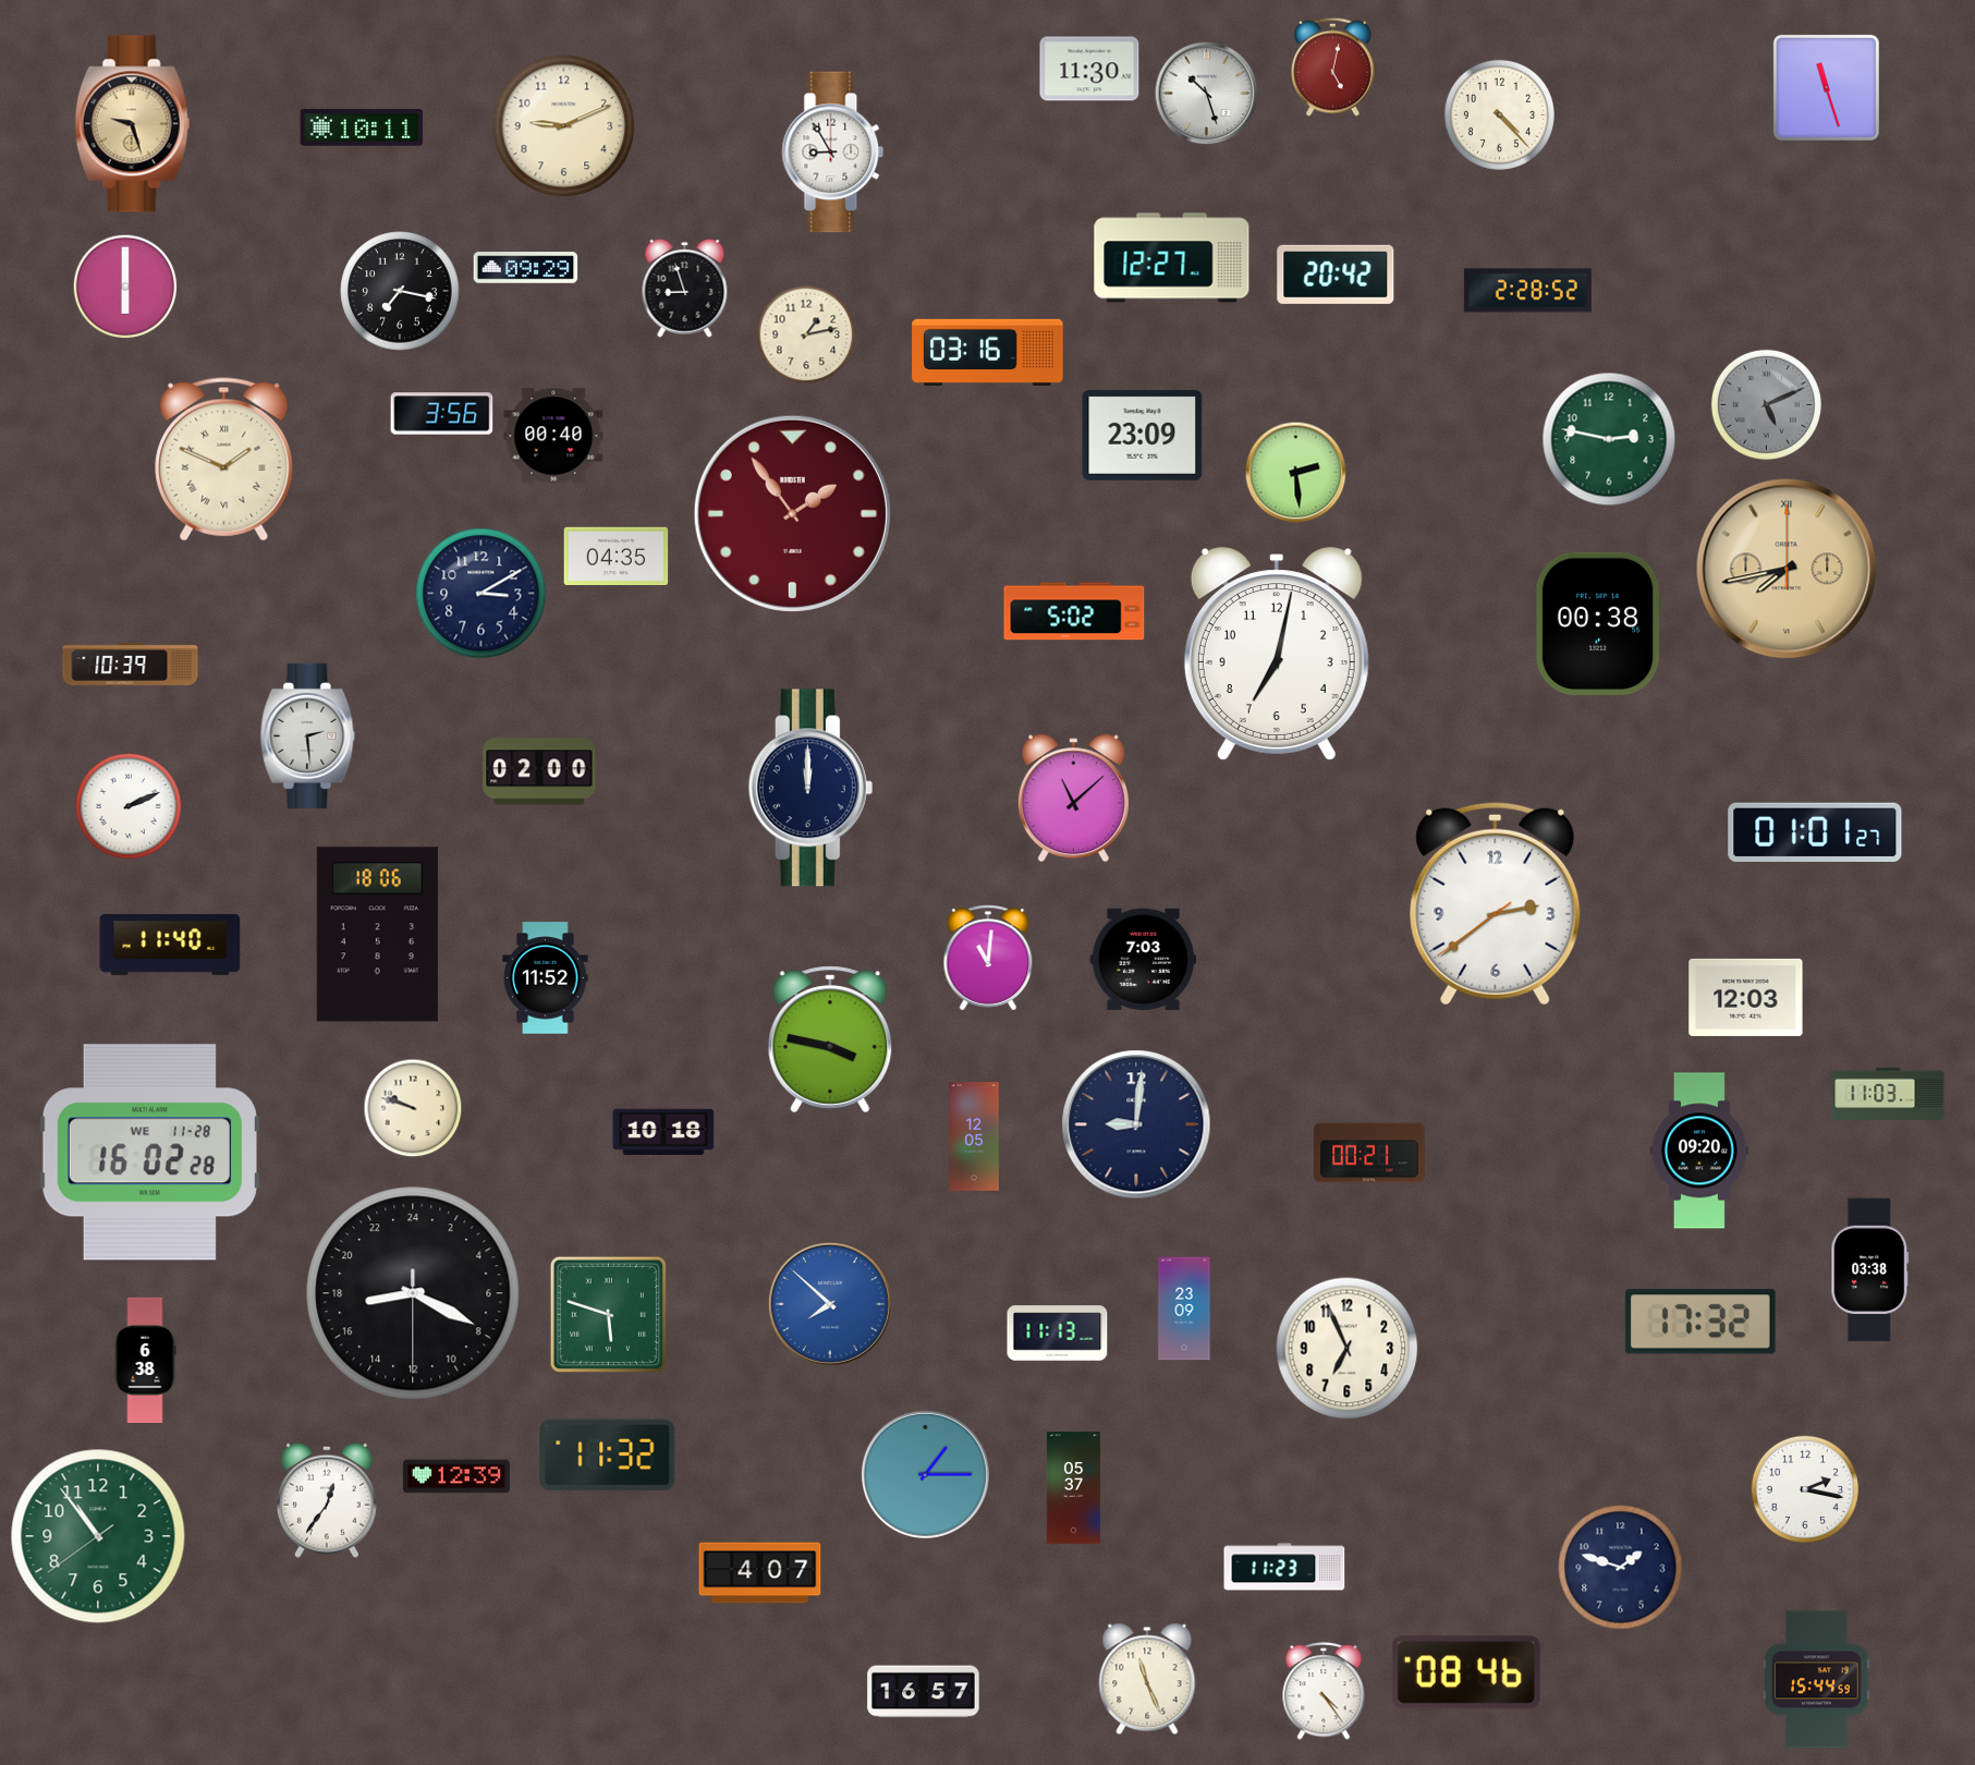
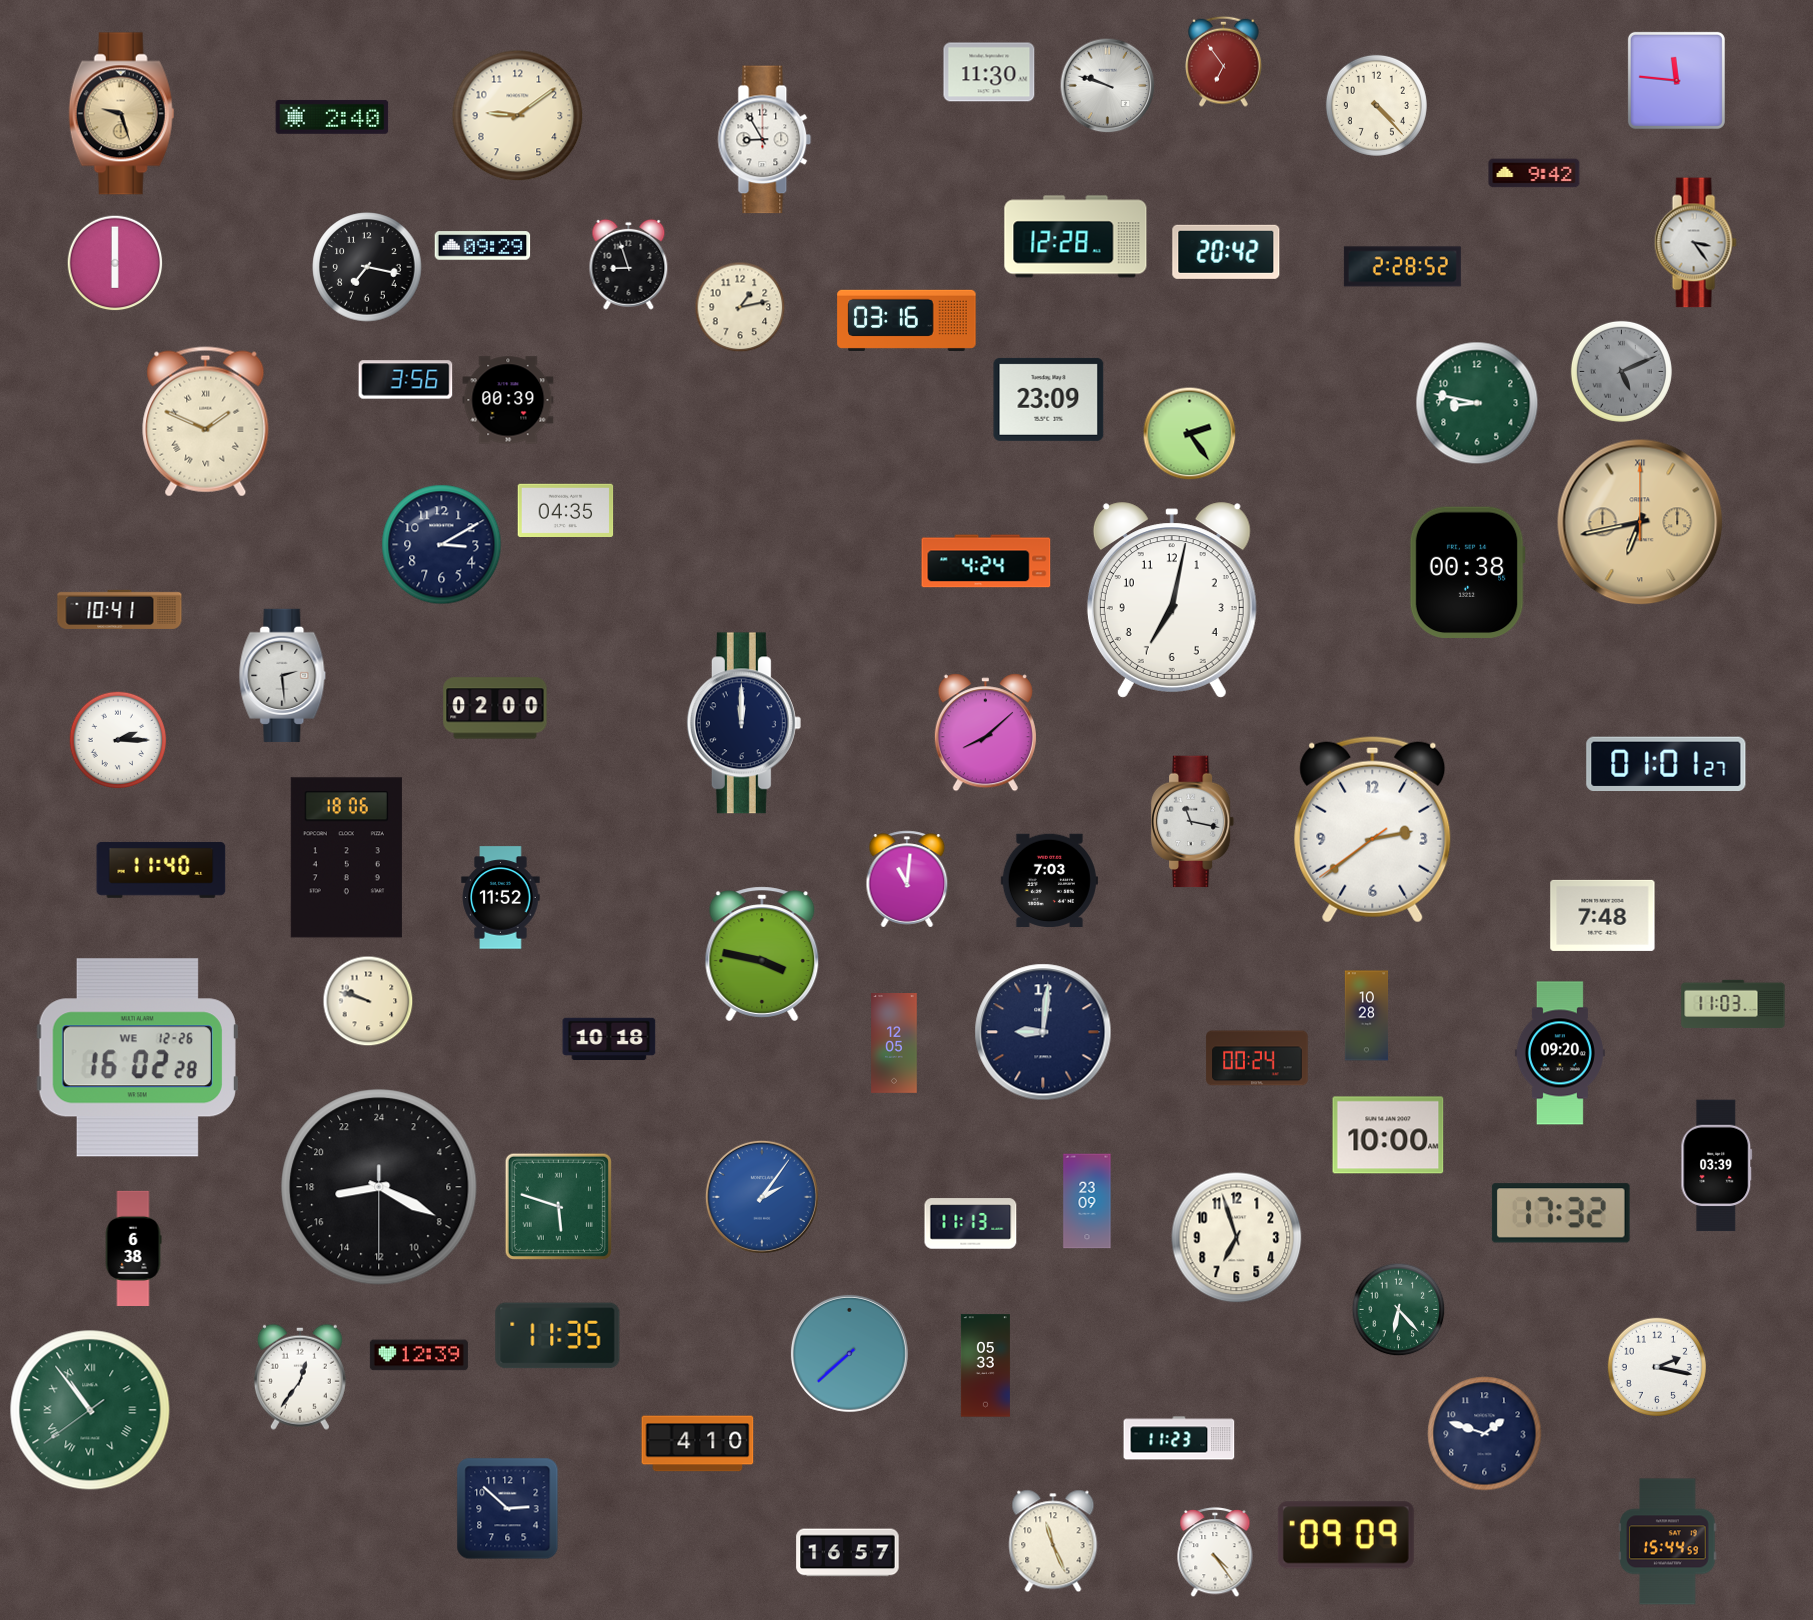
clock at (1333, 66): 5:02 -> 6:54
clock at (1089, 69) position: (1089, 69) -> (989, 72)
clock at (1826, 87): 11:27 -> 11:46
clock at (1207, 94): 10:27 -> 9:48
clock at (564, 126): 9:11 -> 9:09
clock at (362, 127): 10:11 -> 2:40
clock at (1534, 173): none -> 9:42
clock at (1172, 258): 12:27 -> 12:28
clock at (1695, 243): none -> 3:24
clock at (988, 352) position: (988, 352) -> (907, 320)
clock at (553, 436): 00:40 -> 00:39
clock at (1609, 439): 2:47 -> 8:47
clock at (1296, 473): 2:29 -> 2:24
clock at (792, 513): 1:54 -> none
clock at (1787, 569): 7:43 -> 6:43
clock at (1074, 611): 5:02 -> 4:24
clock at (131, 664): 10:39 -> 10:41
clock at (1073, 799): 11:08 -> 8:08
clock at (129, 806): 2:11 -> 2:15
clock at (1193, 822): none -> 11:17
clock at (170, 945) position: (170, 945) -> (161, 870)
clock at (1746, 997): 12:03 -> 7:48
clock at (1367, 1016): none -> 10:28
clock at (413, 1108) position: (413, 1108) -> (368, 1001)
clock at (1699, 1151) position: (1699, 1151) -> (1560, 1053)
clock at (149, 1153) date: WE 11-28 -> WE 12-26
clock at (1369, 1153): 00:21 -> 00:24
clock at (1388, 1135): none -> 10:00
clock at (1870, 1270): 03:38 -> 03:39
clock at (830, 1304): 7:52 -> 2:06
clock at (1348, 1349): 6:56 -> 6:57
clock at (1399, 1310): none -> 6:23
clock at (608, 1456): 11:32 -> 11:35
clock at (925, 1474): 1:15 -> 7:38
clock at (1073, 1488): 05:37 -> 05:33
clock at (98, 1536) numerals: Arabic -> Roman
clock at (1621, 1568) position: (1621, 1568) -> (1485, 1434)
clock at (760, 1573): 4:07 -> 4:10
clock at (508, 1509): none -> 2:52
clock at (1466, 1672): 08:46 -> 09:09
